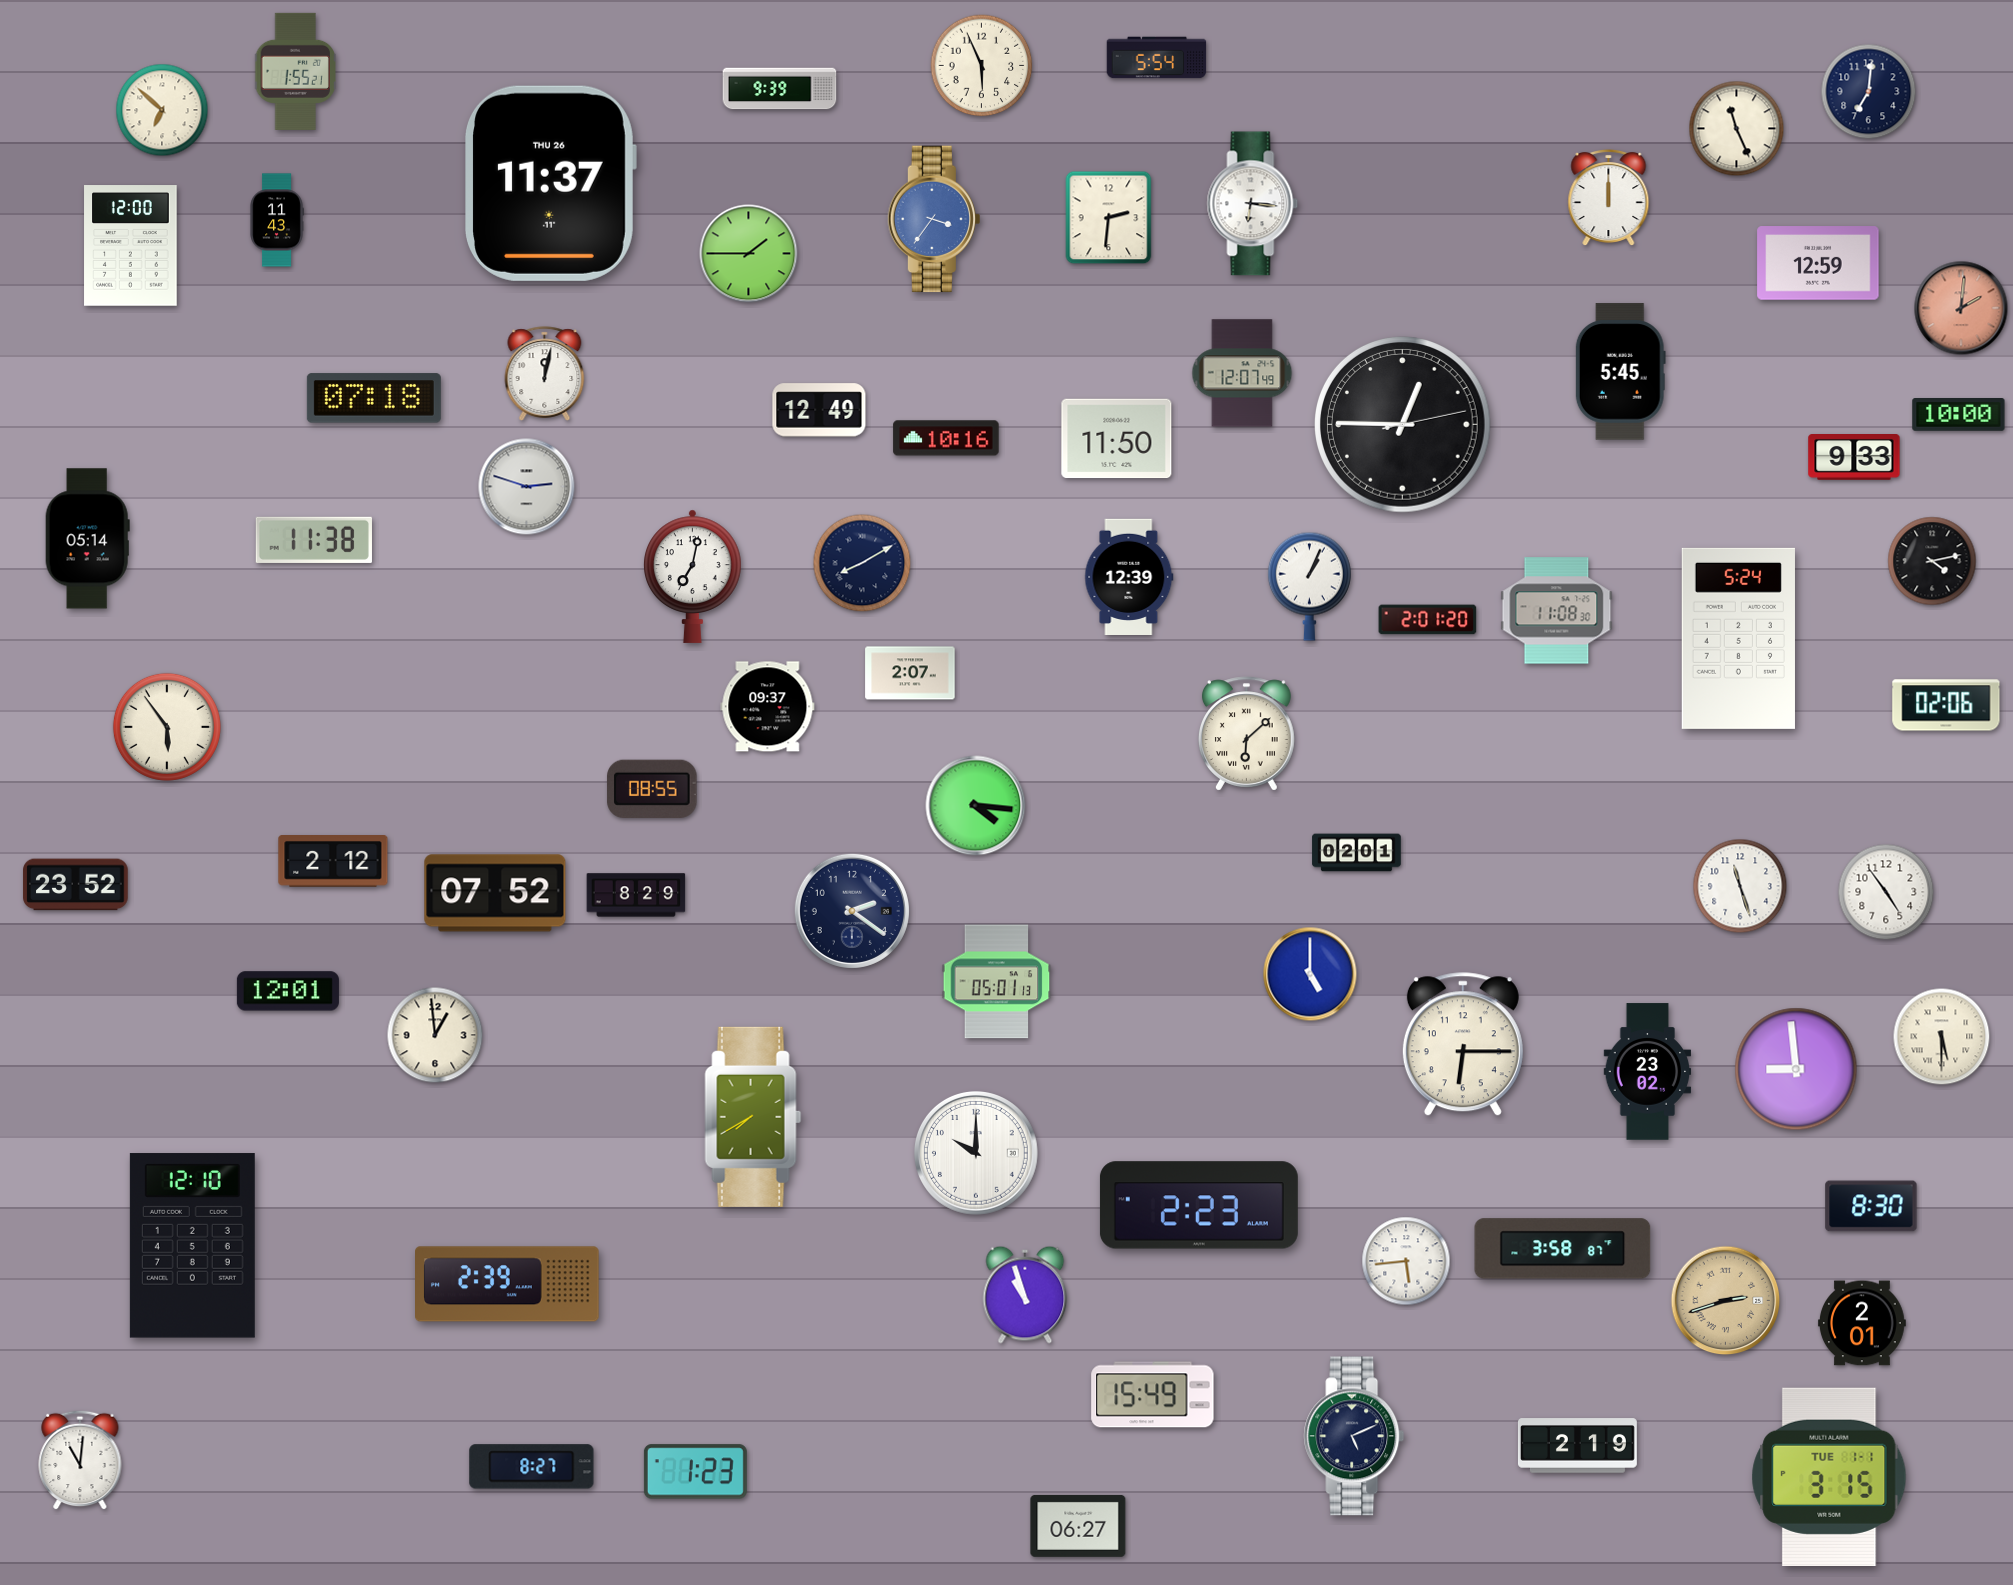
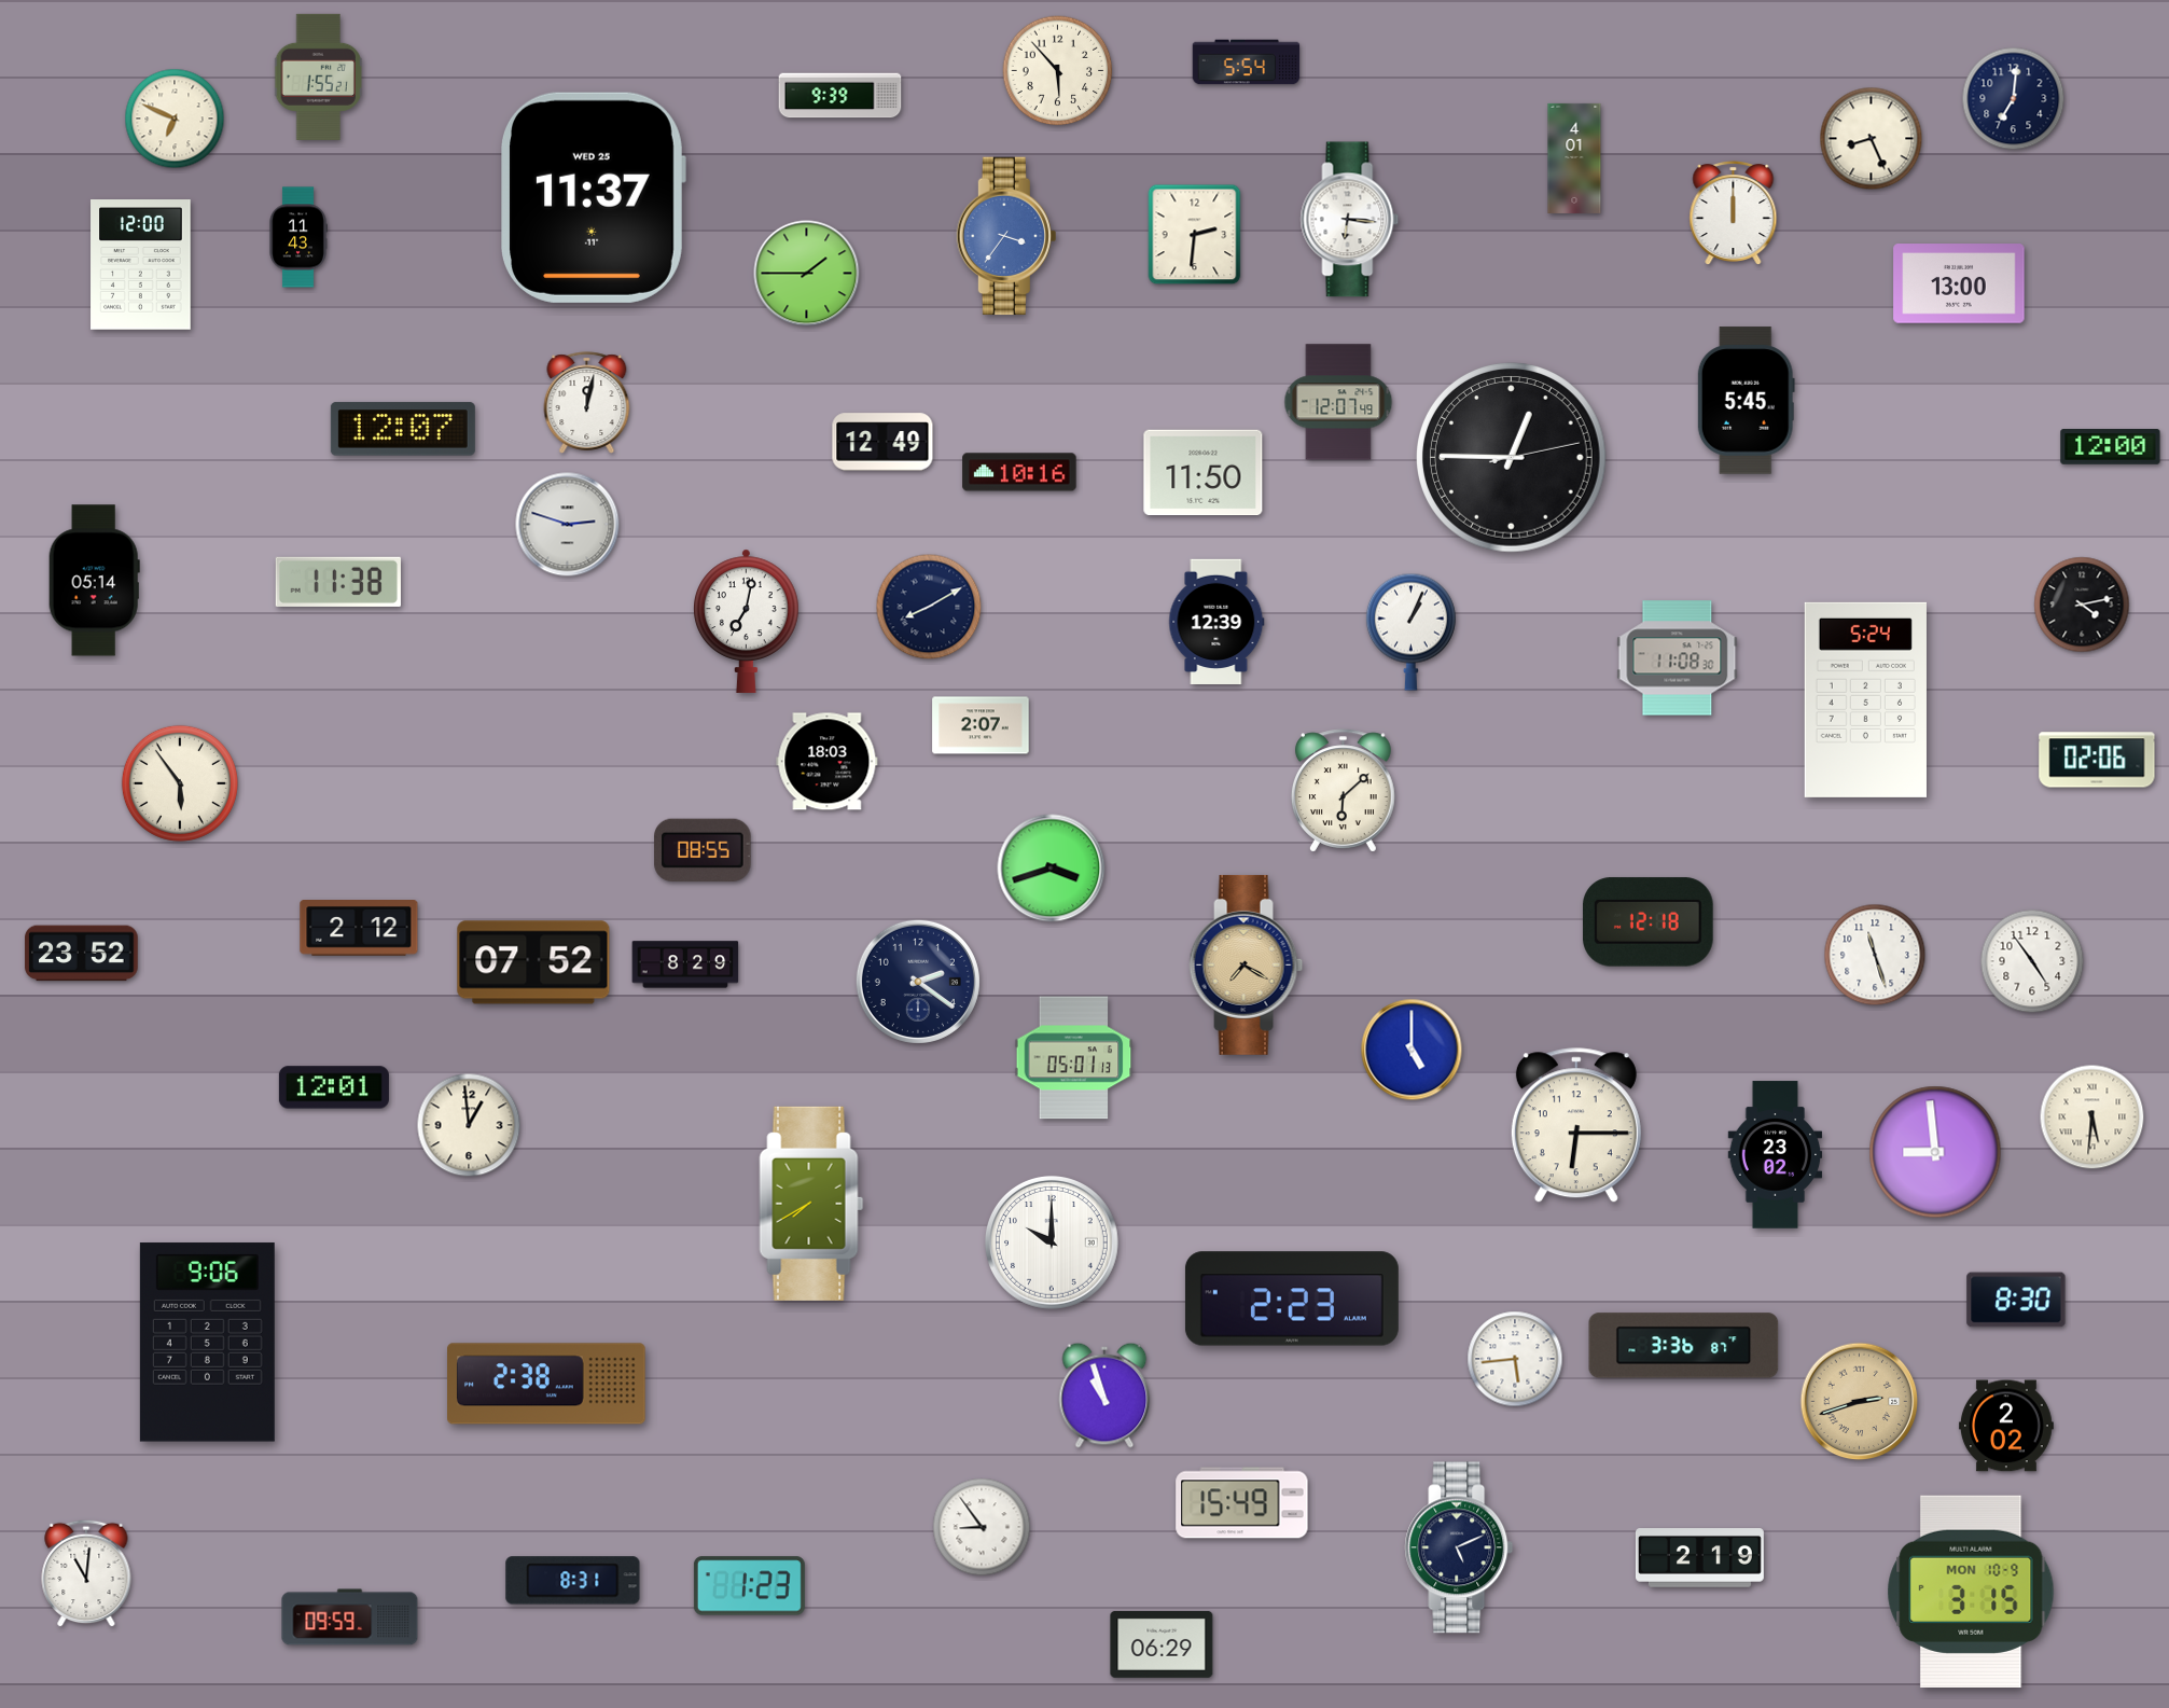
clock at (982, 66): 5:56 -> 5:53
clock at (162, 110): 6:52 -> 6:49
clock at (1737, 129): 11:26 -> 8:26
clock at (1574, 158): none -> 4:01
clock at (550, 183) date: THU 26 -> WED 25
clock at (1818, 263): 12:59 -> 13:00
clock at (1961, 308): 2:01 -> none
clock at (374, 398): 07:18 -> 12:07
clock at (1959, 415): 10:00 -> 12:00
clock at (1854, 458): 9:33 -> none
clock at (1428, 620): 2:01 -> none
clock at (1738, 638) position: (1738, 638) -> (1865, 699)
clock at (768, 707): 09:37 -> 18:03
clock at (976, 806): 4:16 -> 3:42
clock at (1357, 853): 02:01 -> none
clock at (1649, 922): none -> 12:18
clock at (1247, 964): none -> 7:20
clock at (288, 991) position: (288, 991) -> (334, 1087)
clock at (435, 1035) position: (435, 1035) -> (469, 1125)
clock at (1942, 1037): 5:30 -> 5:31
clock at (192, 1246): 12:10 -> 9:06
clock at (1563, 1249): 3:58 -> 3:36
clock at (508, 1284): 2:39 -> 2:38
clock at (1862, 1323): 2:01 -> 2:02
clock at (982, 1527): none -> 8:54
clock at (532, 1467): 8:27 -> 8:31
clock at (1829, 1477) date: TUE 1-1 -> MON 10-9
clock at (350, 1617): none -> 09:59
clock at (1078, 1526): 06:27 -> 06:29
